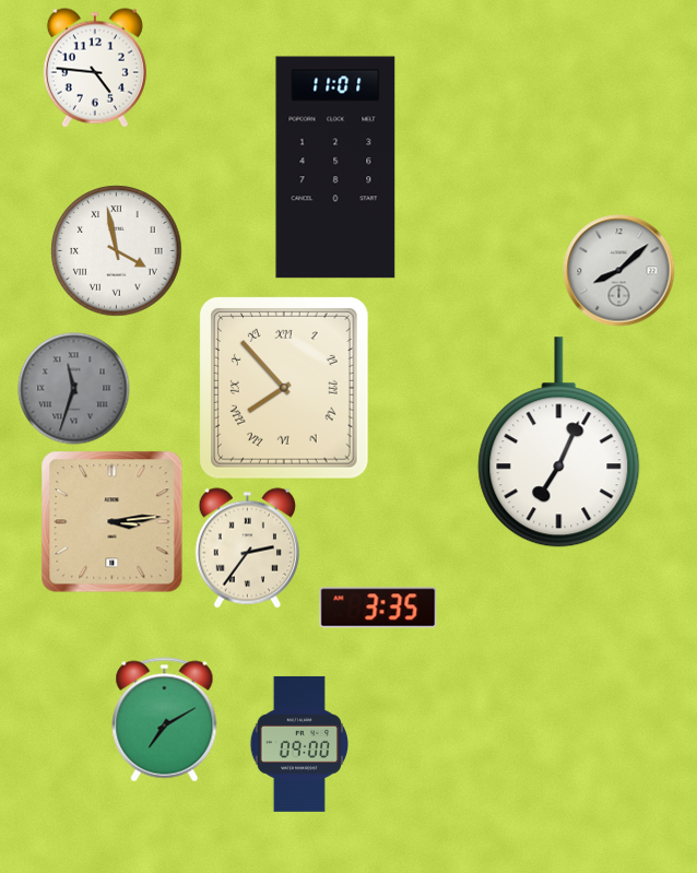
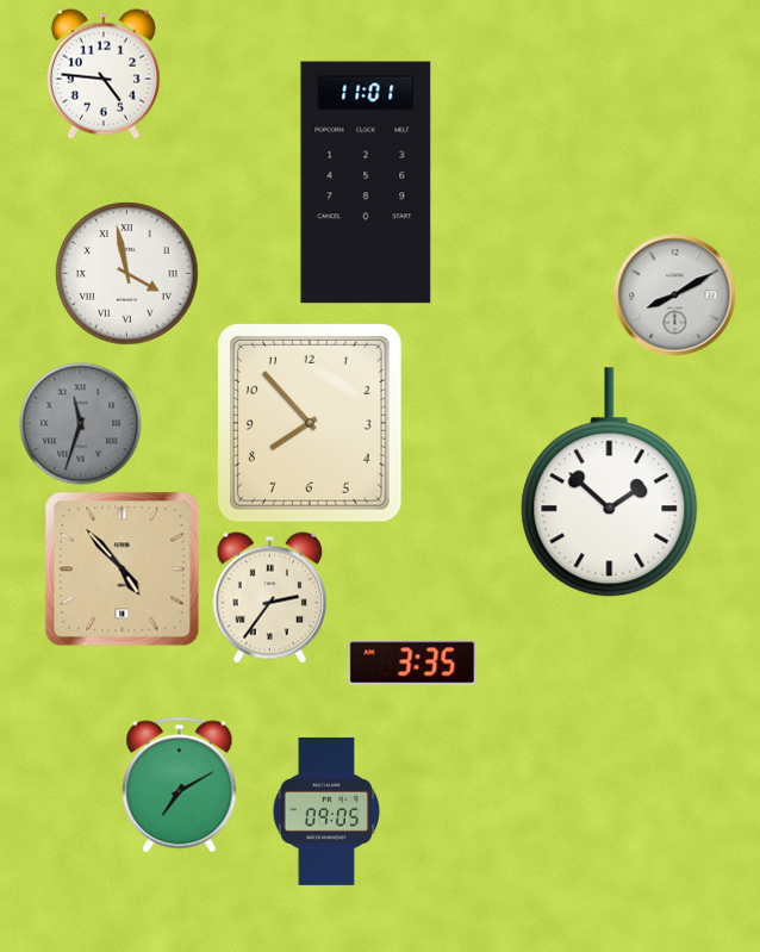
clock at (619, 271): 8:08 -> 8:10
clock at (284, 389) numerals: Roman -> Arabic
clock at (559, 443): 7:04 -> 1:52
clock at (113, 522): 3:14 -> 4:53
clock at (298, 744): 09:00 -> 09:05
